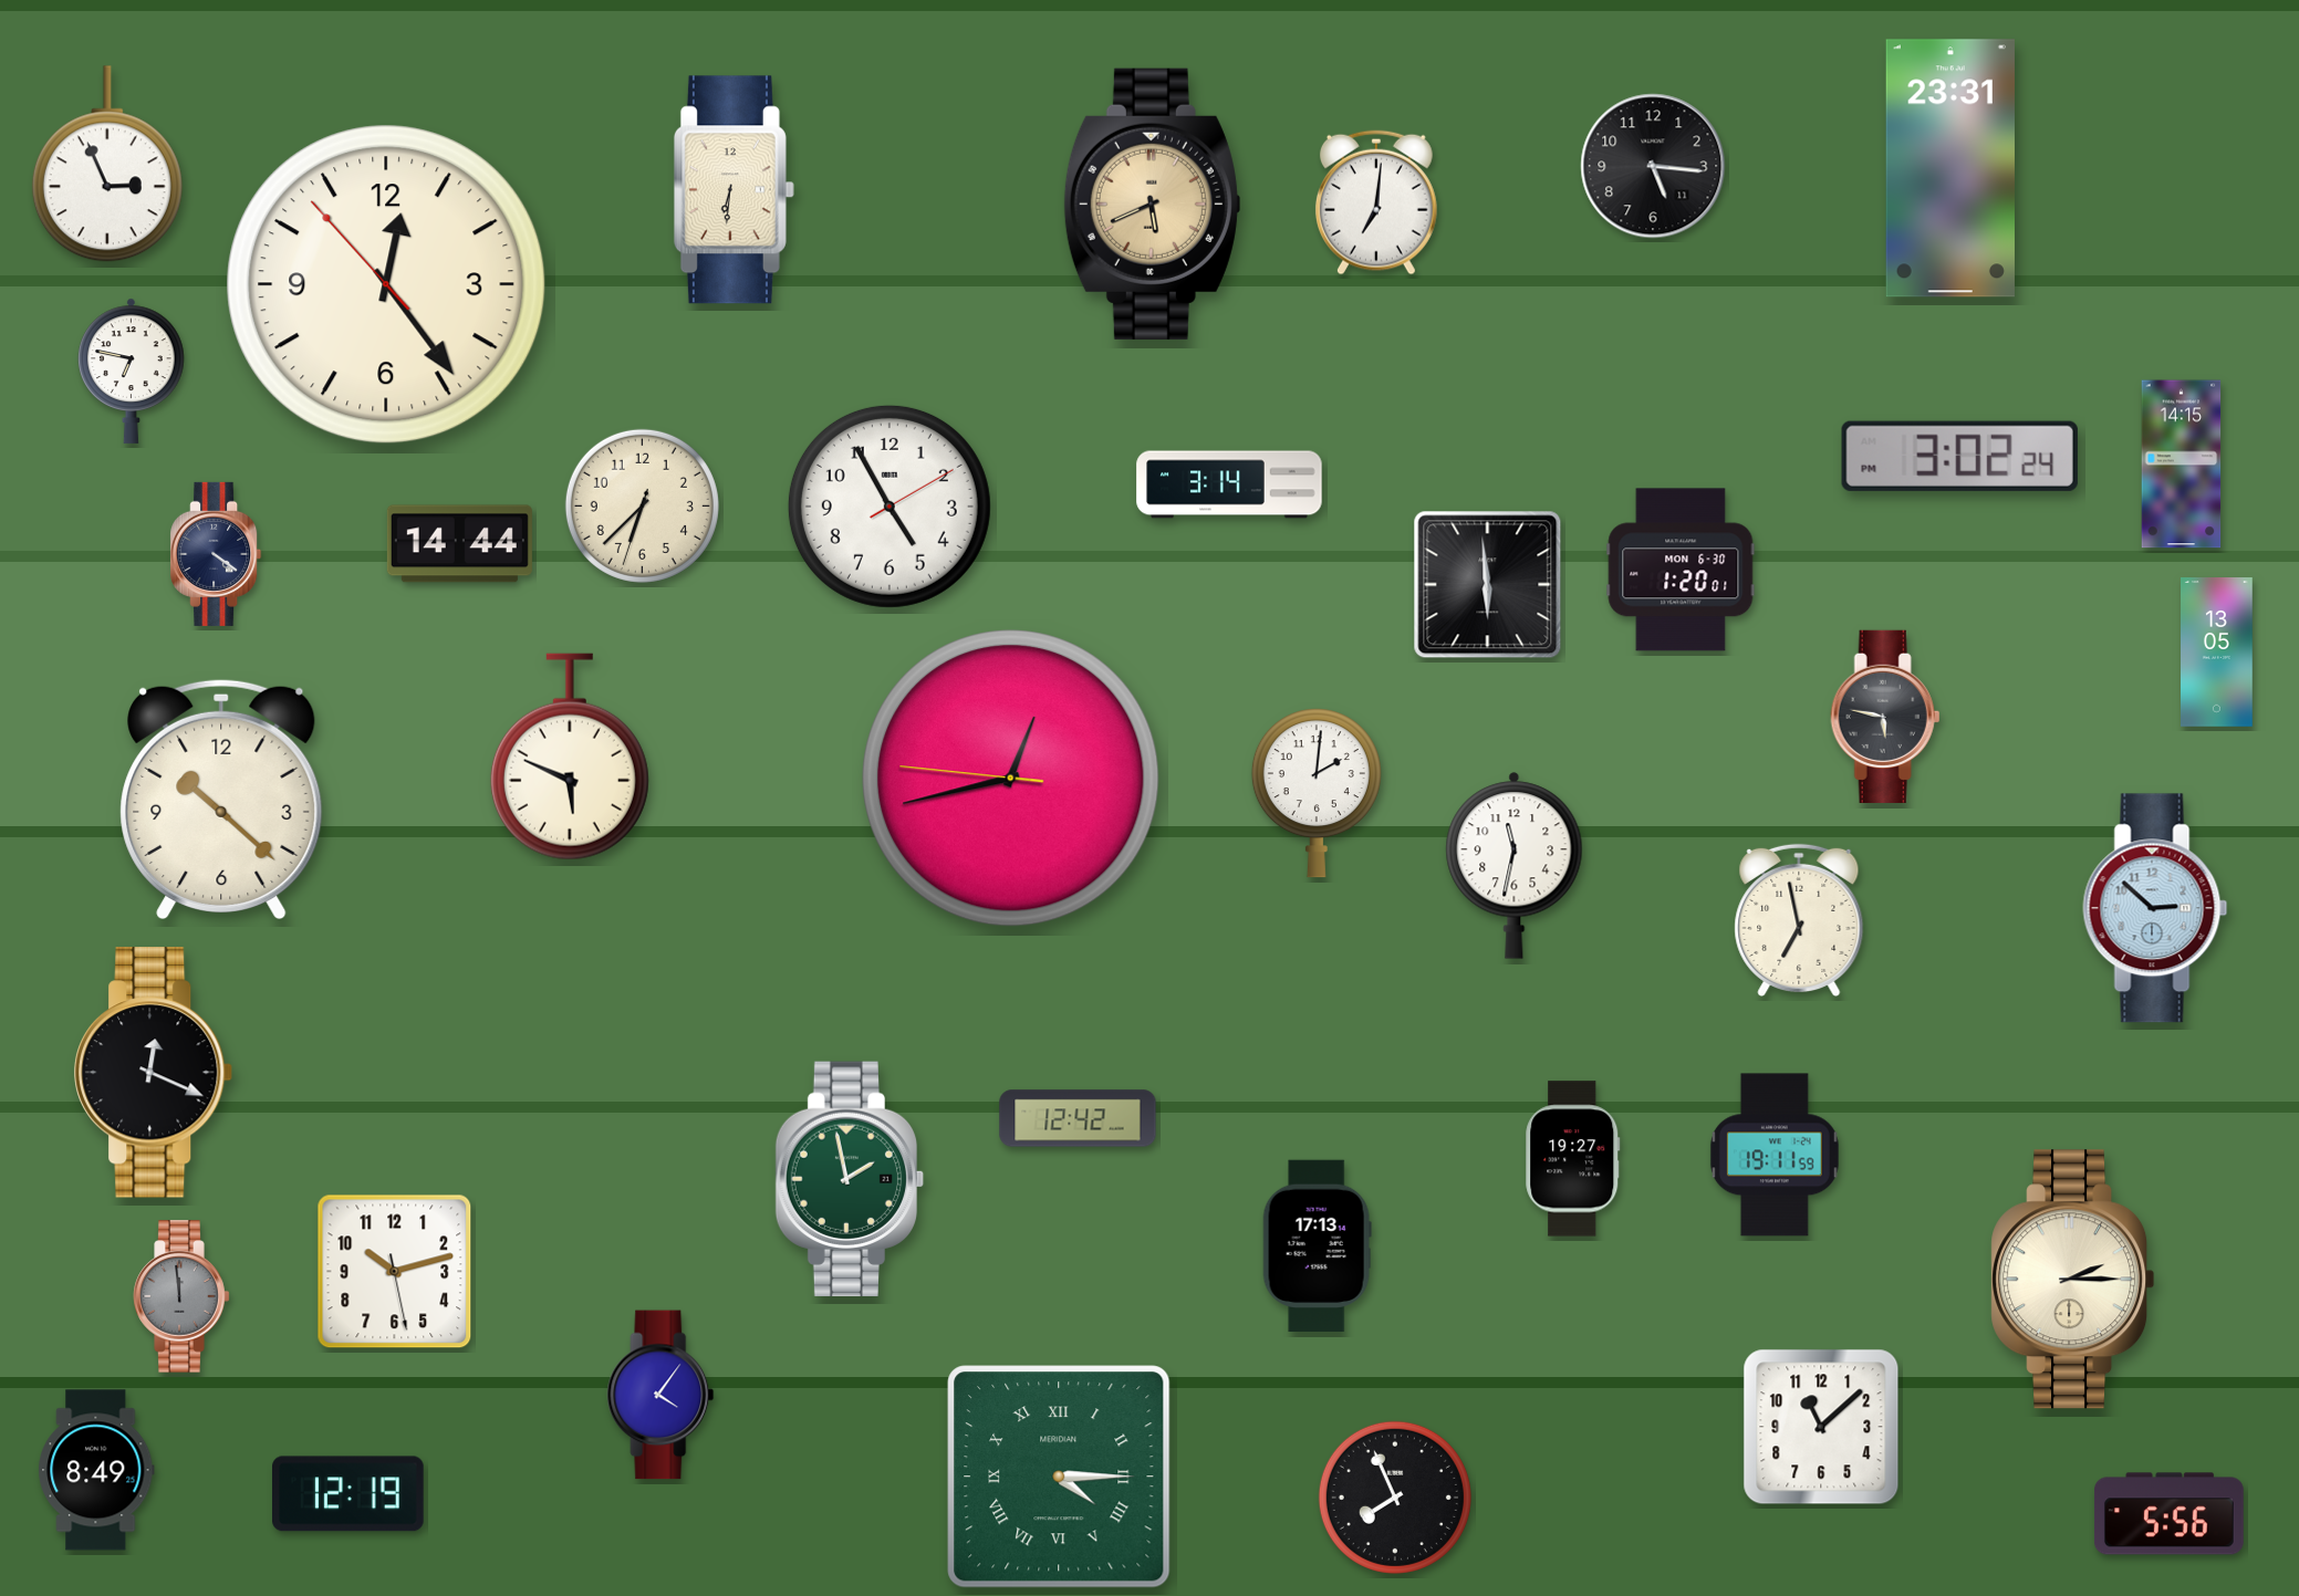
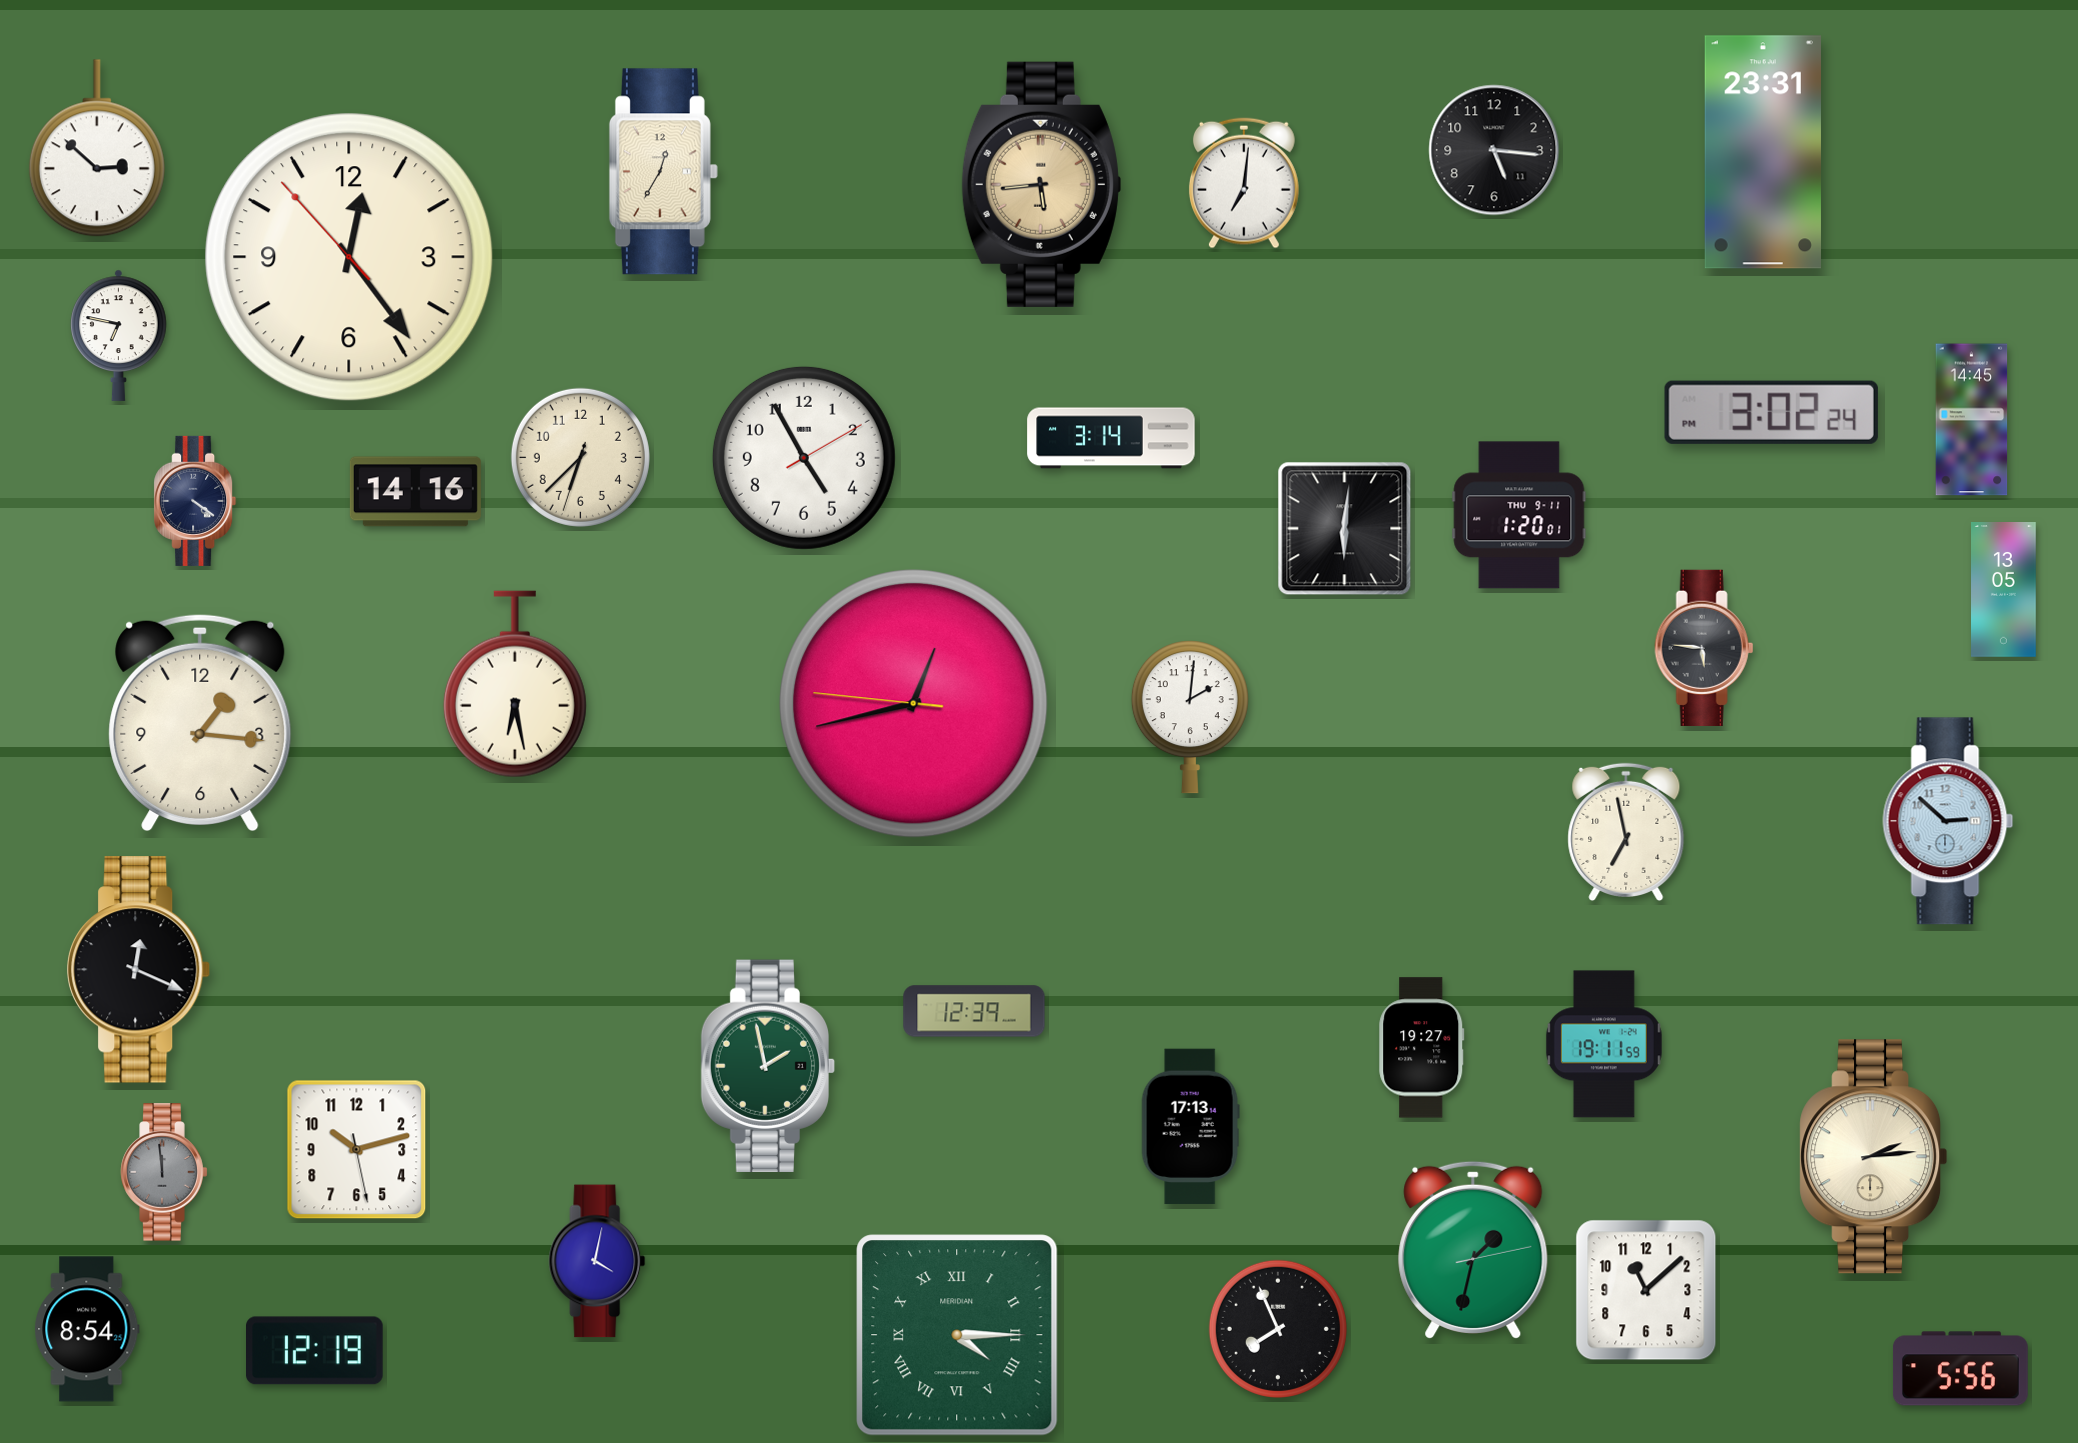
clock at (107, 164): 2:56 -> 2:52
clock at (734, 190): 6:31 -> 12:35
clock at (1152, 204): 5:41 -> 5:44
clock at (2182, 465): 14:15 -> 14:45
clock at (459, 544): 14:44 -> 14:16
clock at (1681, 570) date: MON 6-30 -> THU 9-11
clock at (1488, 585): 5:59 -> 6:01
clock at (1885, 716): 5:47 -> 5:46
clock at (570, 757): 5:49 -> 6:28
clock at (221, 799): 10:22 -> 1:16
clock at (1515, 865): 11:32 -> none
clock at (1078, 1118): 12:42 -> 12:39
clock at (2073, 1280): 2:15 -> 2:14
clock at (1473, 1249): none -> 1:32
clock at (660, 1395): 4:06 -> 4:02
clock at (96, 1470): 8:49 -> 8:54
clock at (1395, 1498) position: (1395, 1498) -> (1278, 1329)
